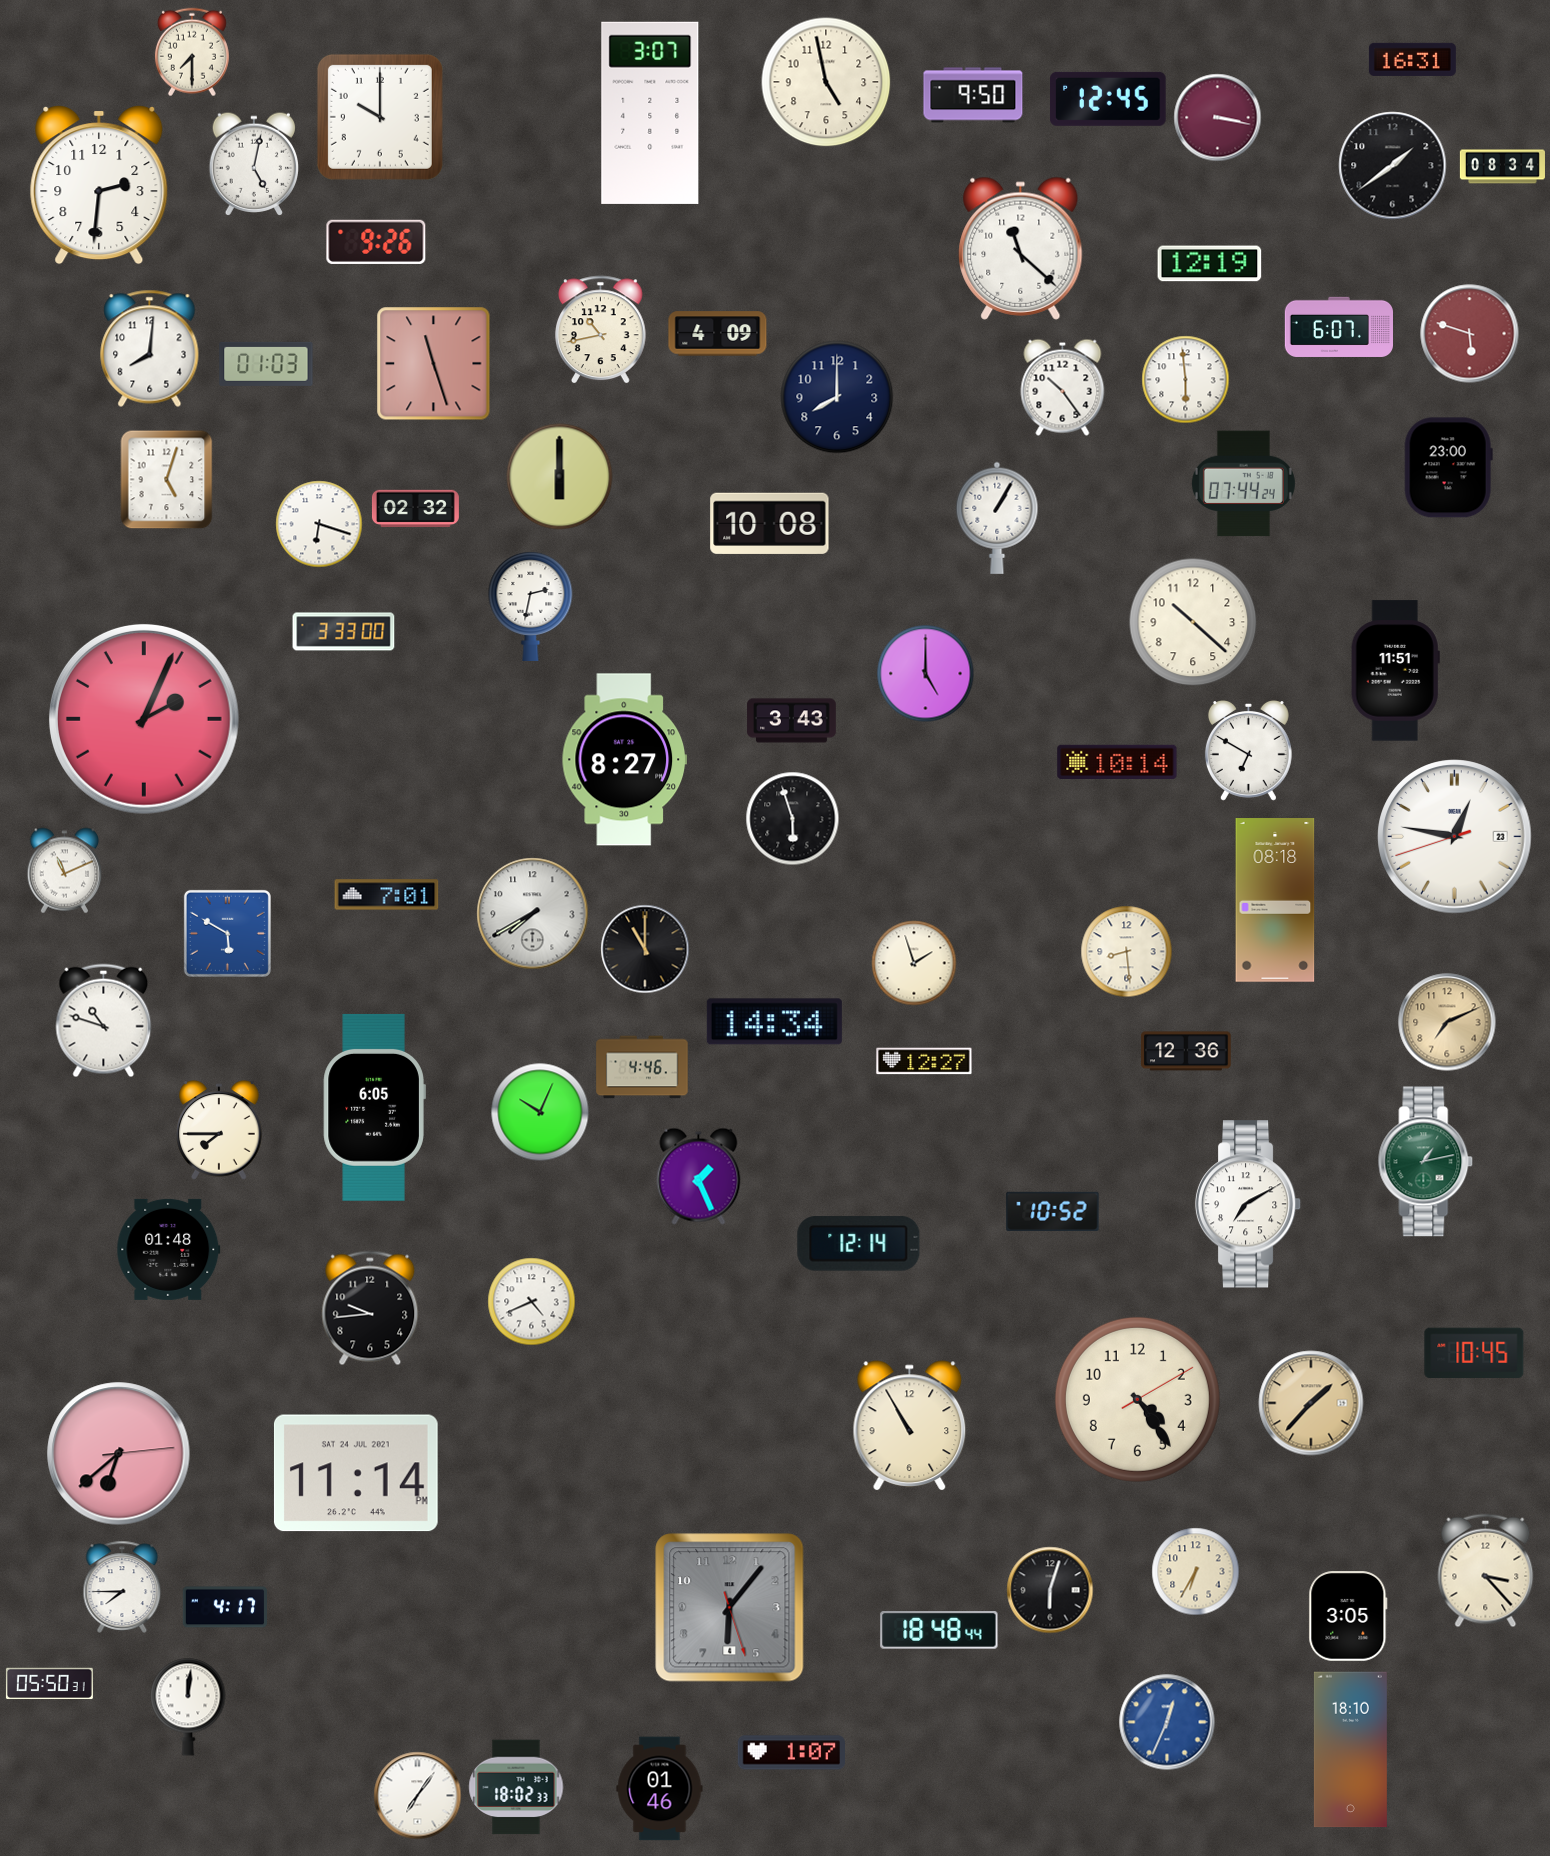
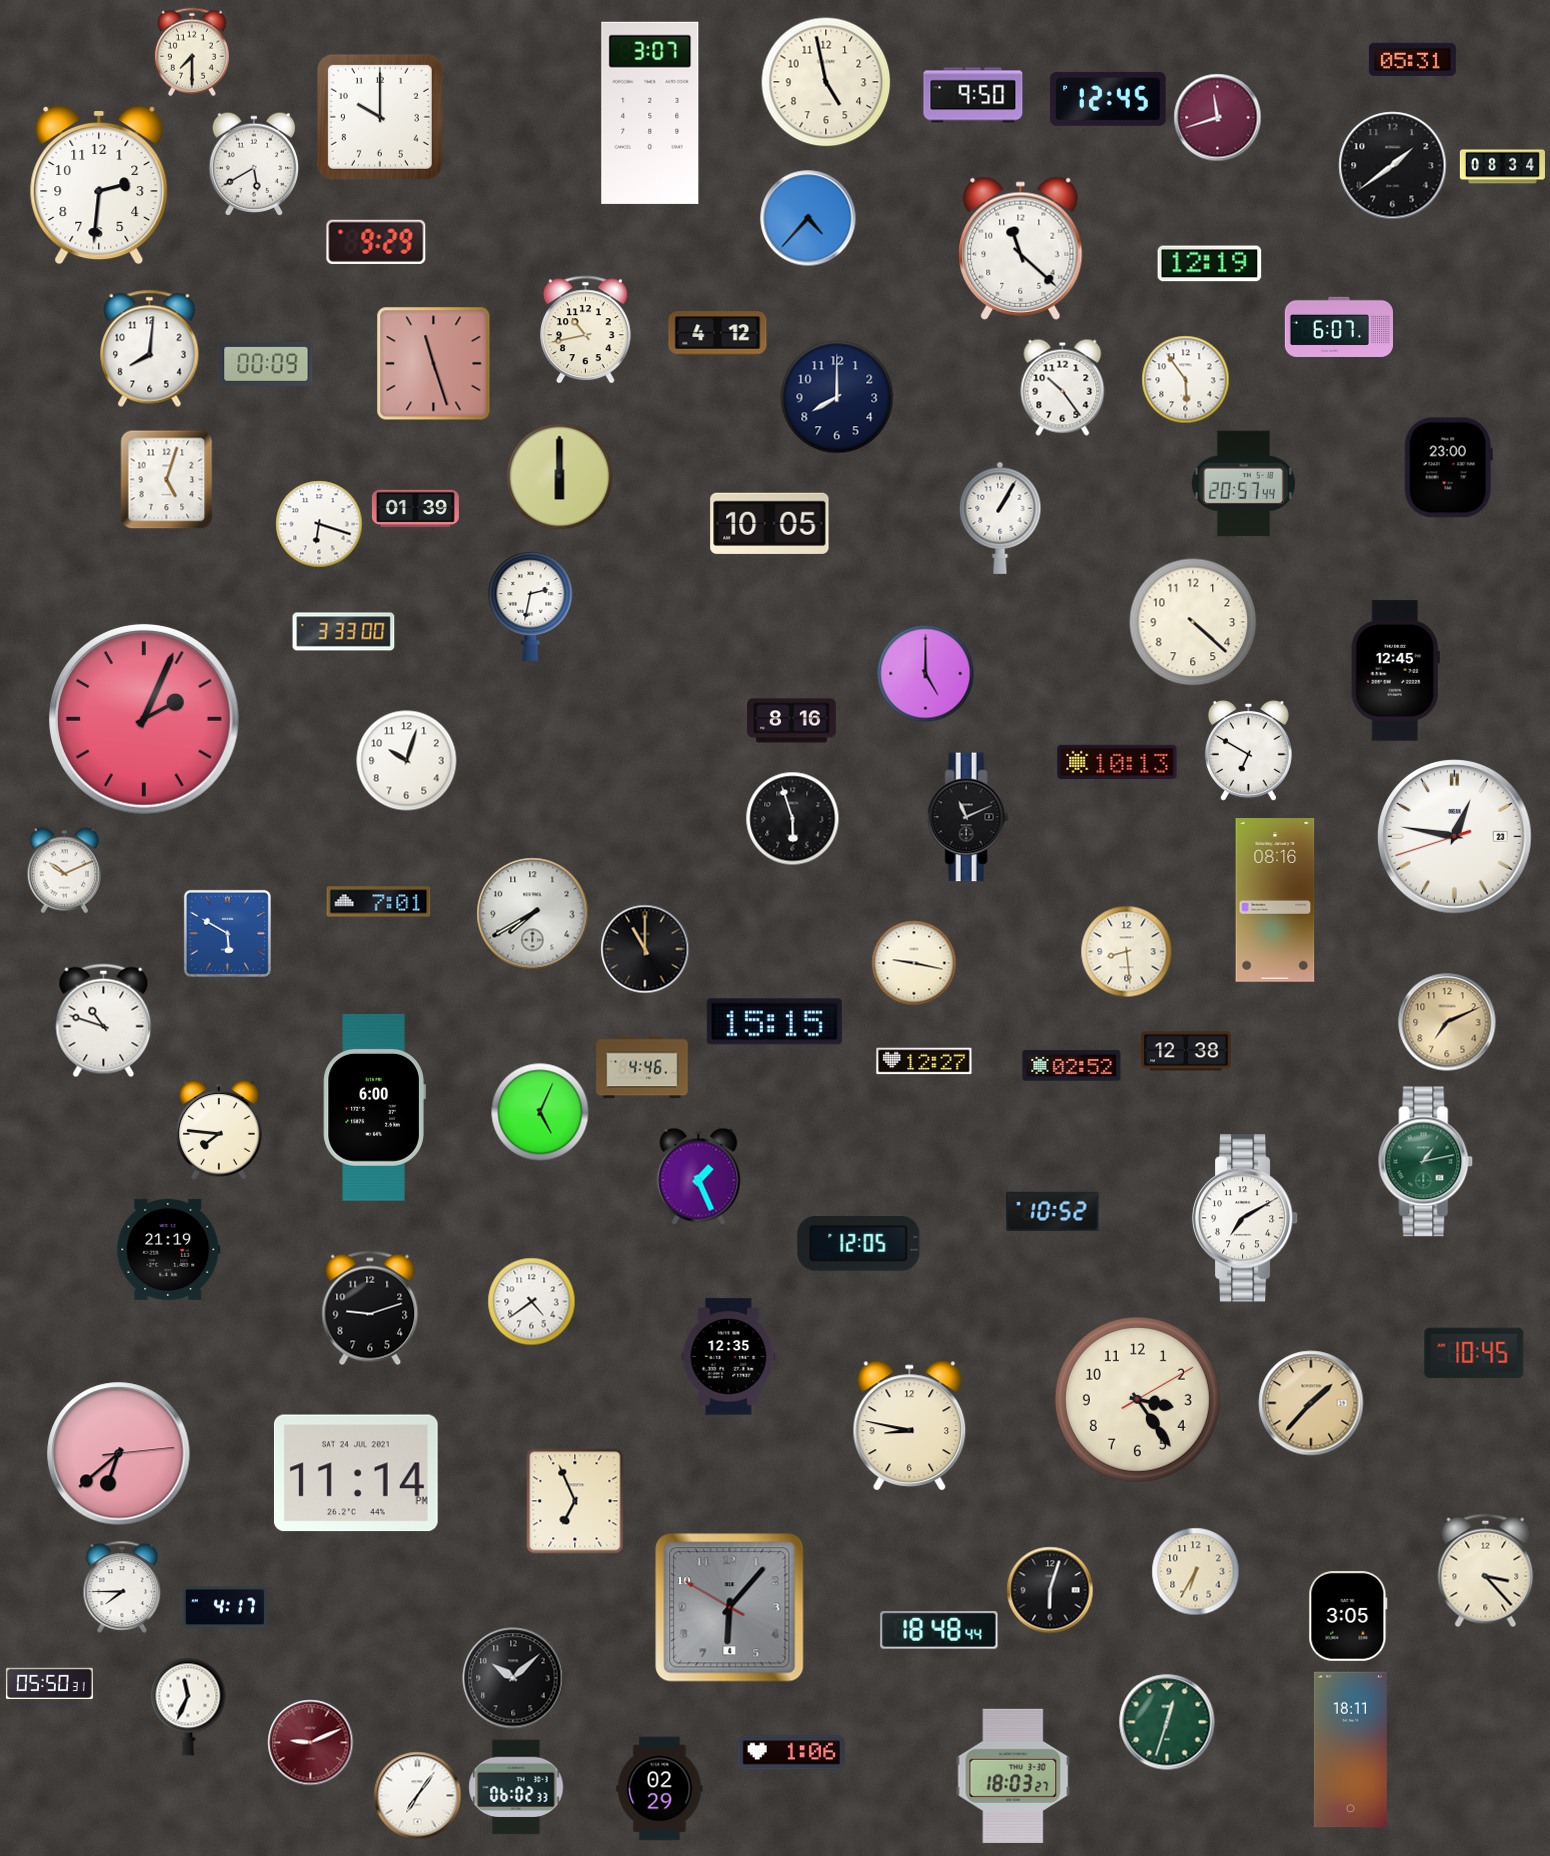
clock at (1412, 59): 16:31 -> 05:31
clock at (1218, 118): 3:17 -> 11:42
clock at (254, 164): 5:02 -> 5:40
clock at (808, 218): none -> 4:37
clock at (376, 242): 9:26 -> 9:29
clock at (601, 330) position: (601, 330) -> (586, 330)
clock at (718, 334): 4:09 -> 4:12
clock at (1470, 334): 5:48 -> none
clock at (266, 364): 01:03 -> 00:09
clock at (1186, 380): 5:59 -> 5:54
clock at (1243, 484): 07:44 -> 20:57
clock at (415, 508): 02:32 -> 01:39
clock at (997, 518) position: (997, 518) -> (1000, 518)
clock at (770, 523): 10:08 -> 10:05
clock at (1193, 622): 10:22 -> 4:22
clock at (1395, 671): 11:51 -> 12:45
clock at (792, 721): 3:43 -> 8:16
clock at (624, 760): 8:27 -> none
clock at (407, 761): none -> 10:03
clock at (1117, 761): 10:14 -> 10:13
clock at (968, 817): none -> 11:11
clock at (65, 871): 11:11 -> 10:11
clock at (387, 895) position: (387, 895) -> (379, 902)
clock at (1275, 900): 08:18 -> 08:16
clock at (914, 963): 1:57 -> 9:17
clock at (774, 1022): 14:34 -> 15:15
clock at (1186, 1051): 12:36 -> 12:38
clock at (1072, 1066): none -> 02:52
clock at (374, 1107): 6:05 -> 6:00
clock at (540, 1112): 10:04 -> 5:04
clock at (220, 1130): 7:45 -> 7:46
clock at (1248, 1204) position: (1248, 1204) -> (1245, 1218)
clock at (859, 1244): 12:14 -> 12:05
clock at (169, 1249): 01:48 -> 21:19
clock at (532, 1302): 4:41 -> 4:39
clock at (370, 1308): 9:44 -> 9:12
clock at (729, 1357): none -> 12:35
clock at (1137, 1399): 4:24 -> 3:24
clock at (910, 1425): 10:55 -> 8:47
clock at (575, 1501): none -> 6:56
clock at (730, 1608): 6:06:27 -> 6:06:50
clock at (513, 1678): none -> 10:08
clock at (188, 1707): 12:01 -> 11:34
clock at (1167, 1722): 12:34 -> 12:33
clock at (1167, 1722) dial: blue -> green
clock at (311, 1743): none -> 9:11
clock at (1350, 1750): 18:10 -> 18:11
clock at (792, 1753): 1:07 -> 1:06
clock at (1013, 1776): none -> 18:03
clock at (516, 1787): 18:02 -> 06:02
clock at (660, 1789): 01:46 -> 02:29
